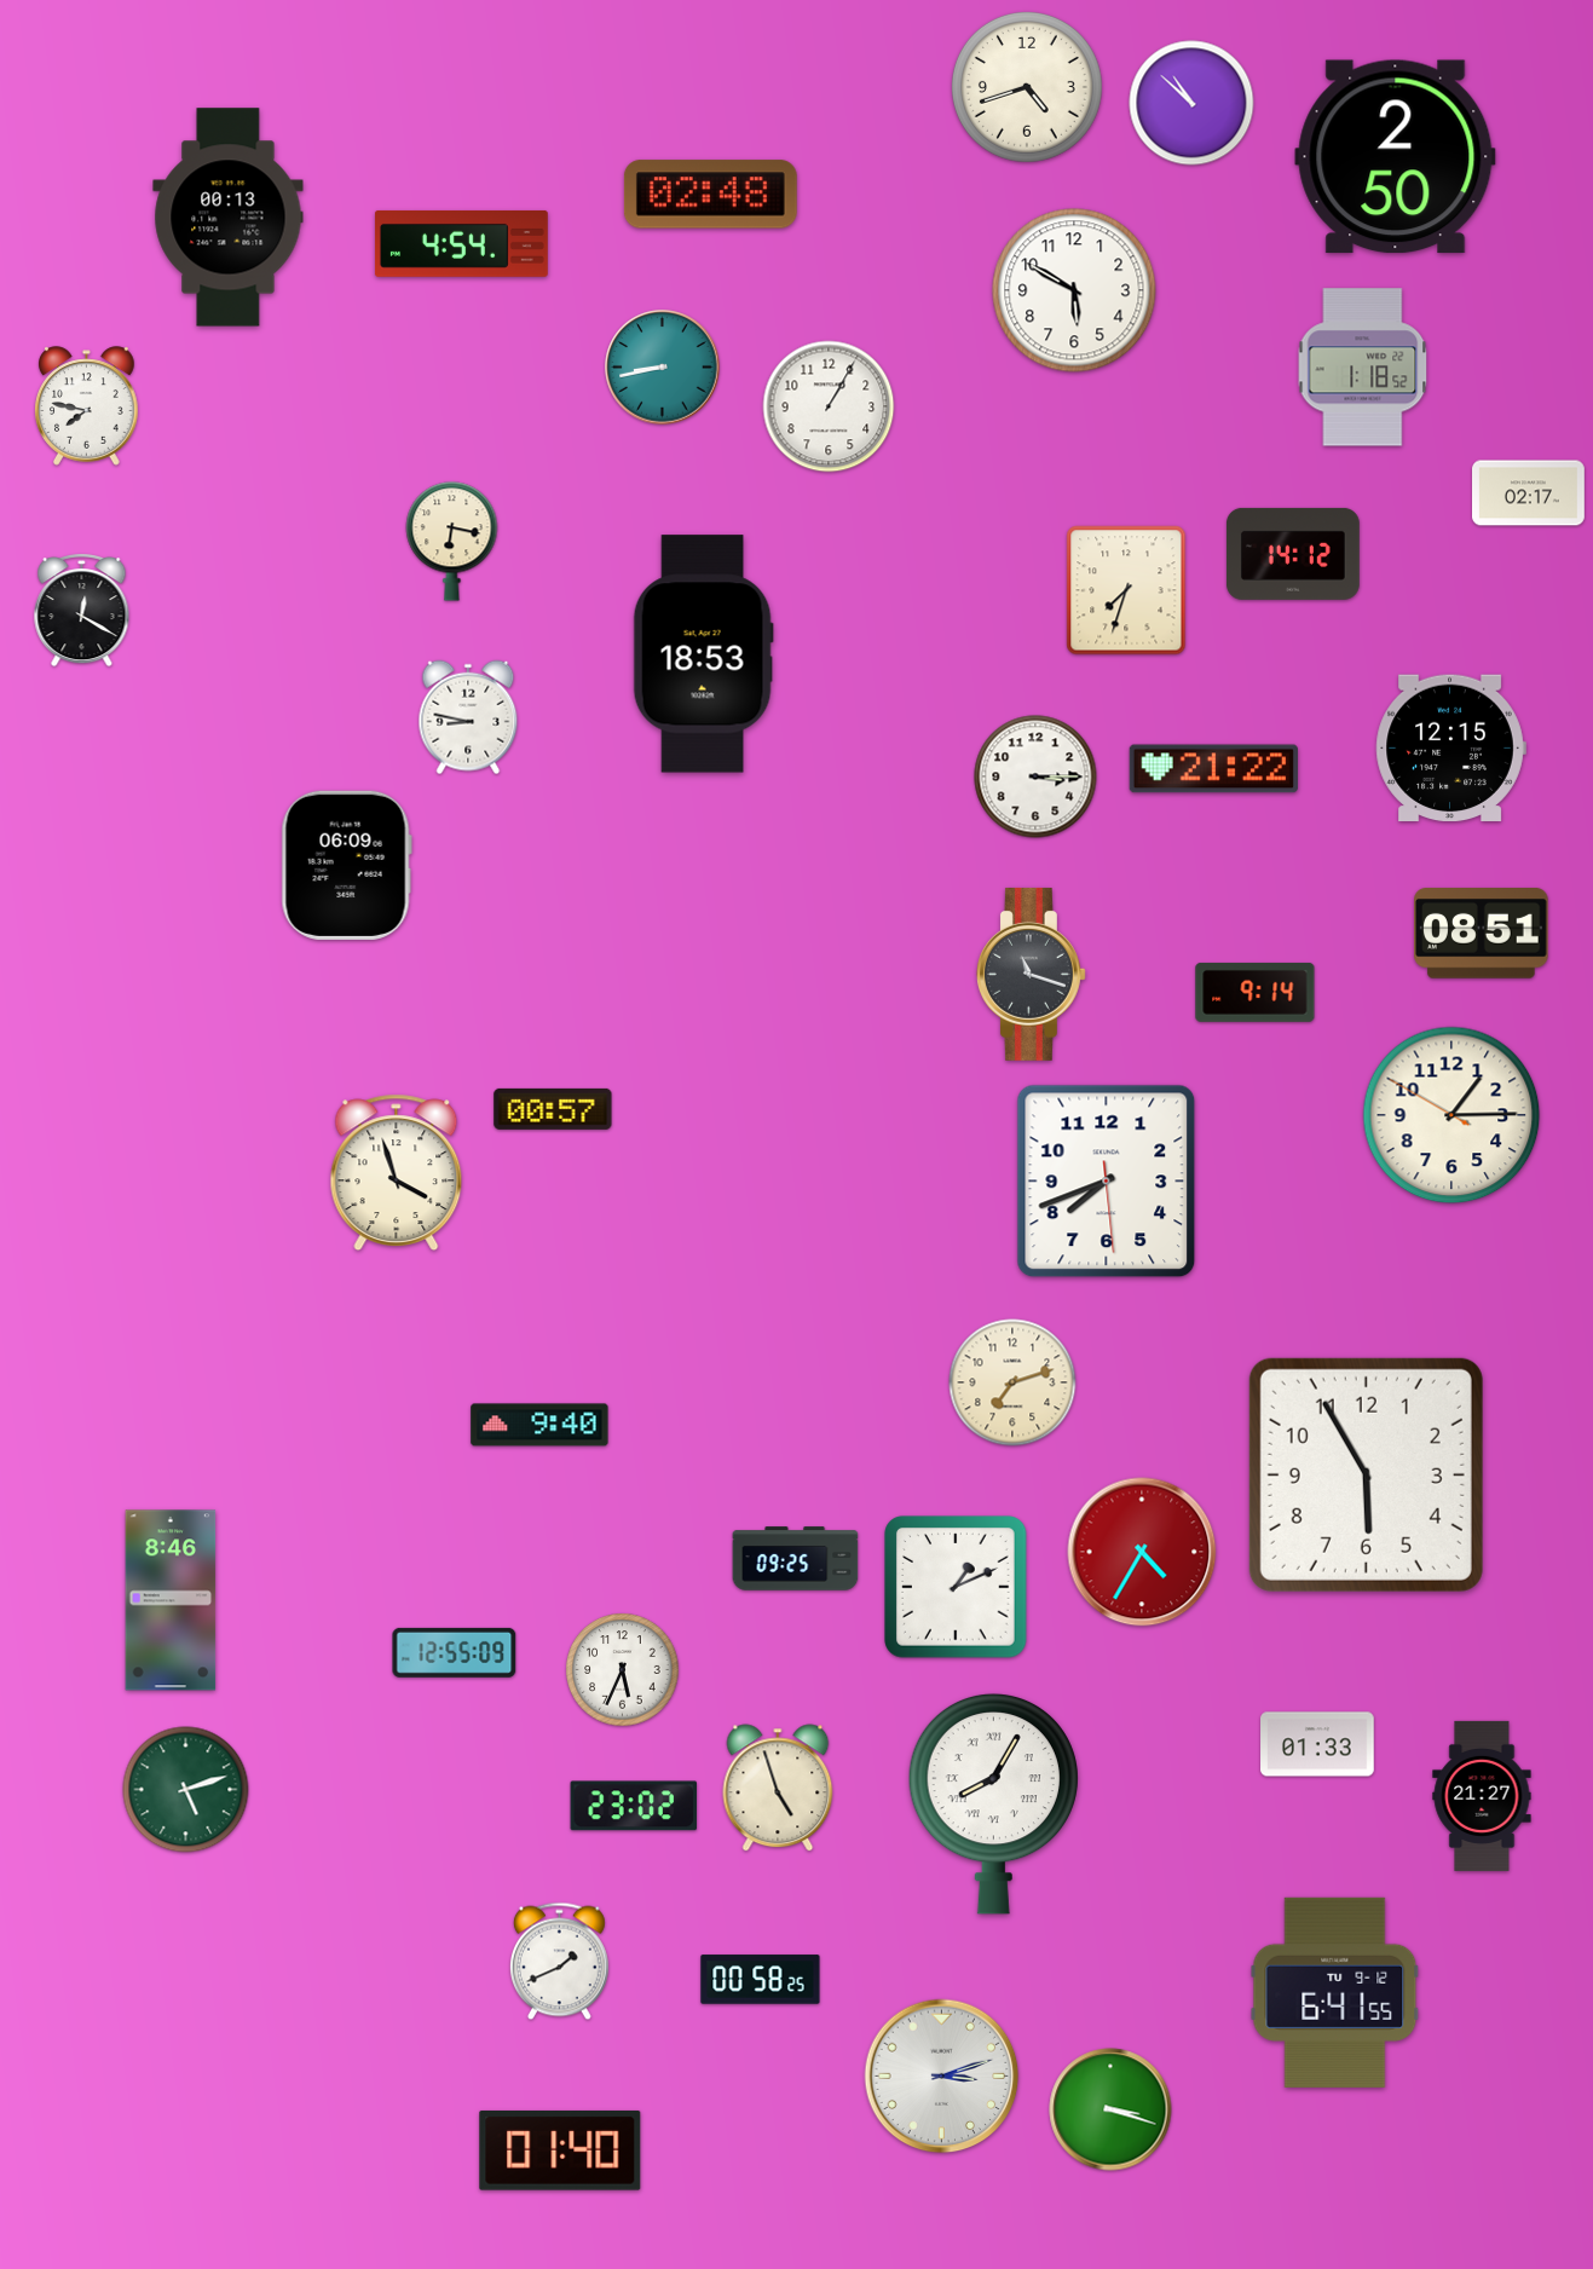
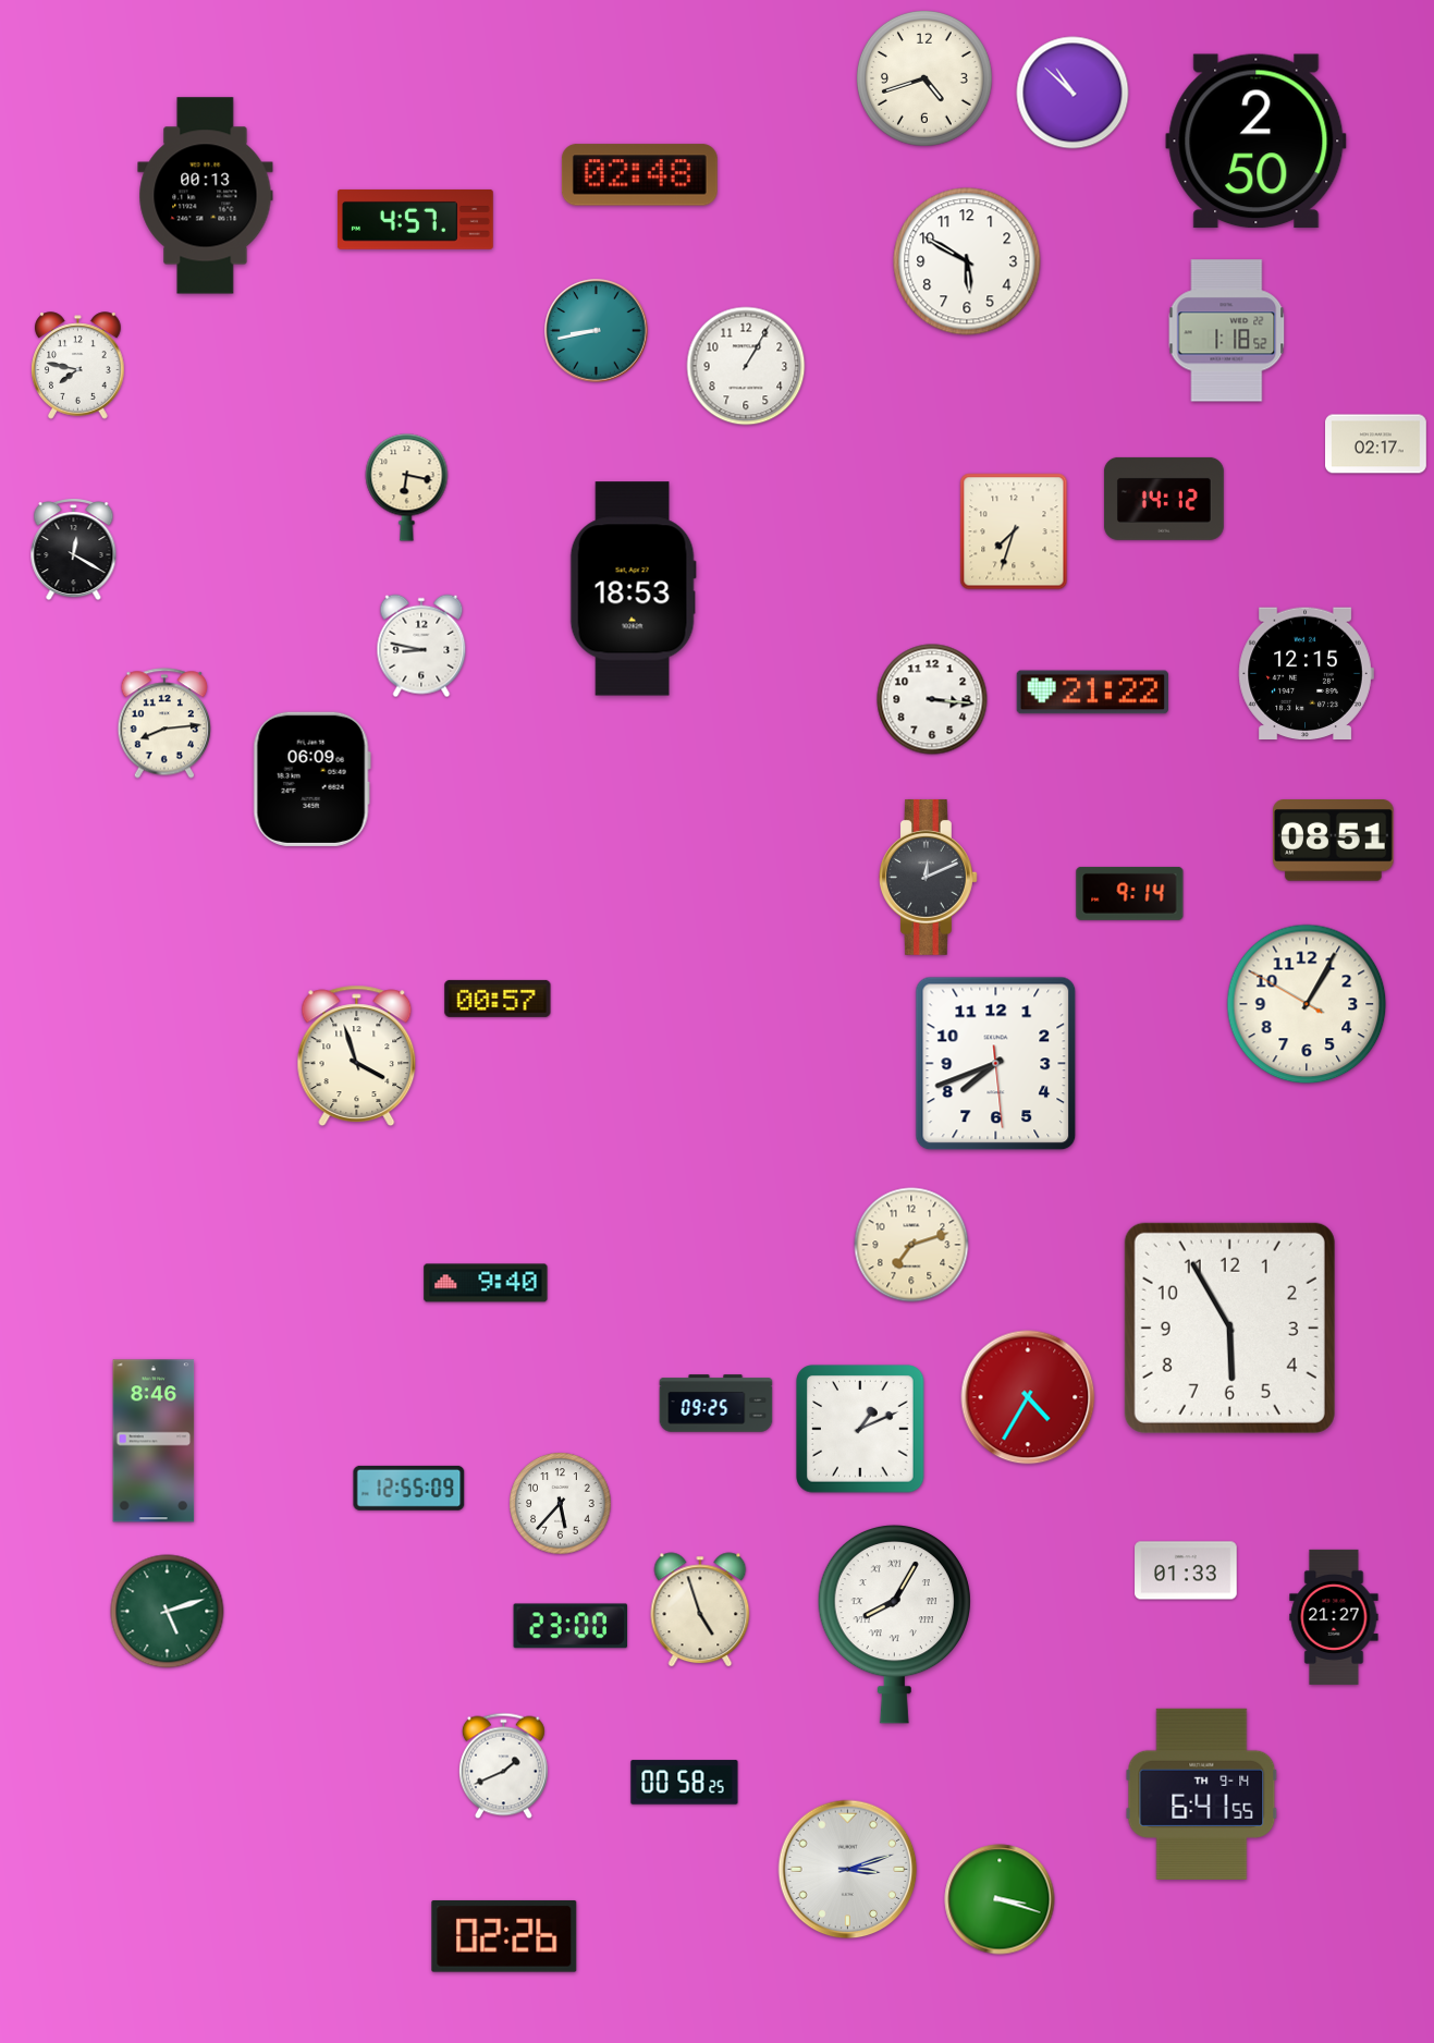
clock at (461, 244): 4:54 -> 4:57
clock at (1035, 776): 3:15 -> 3:16
clock at (164, 723): none -> 8:14
clock at (1031, 974): 11:18 -> 12:11
clock at (1451, 1115): 1:14 -> 1:04
clock at (623, 1670): 5:34 -> 5:37
clock at (634, 1806): 23:02 -> 23:00
clock at (1335, 1992) date: TU 9-12 -> TH 9-14
clock at (560, 2150): 01:40 -> 02:26
